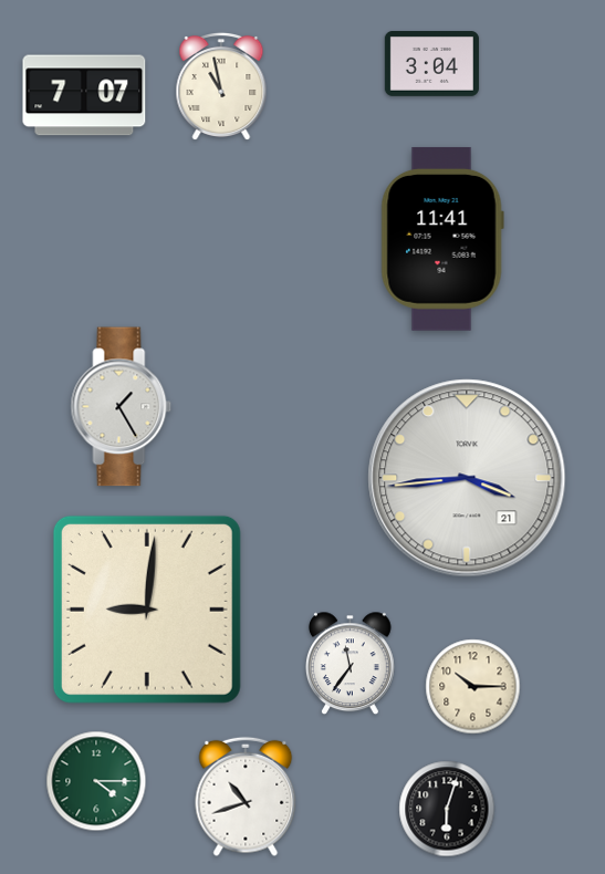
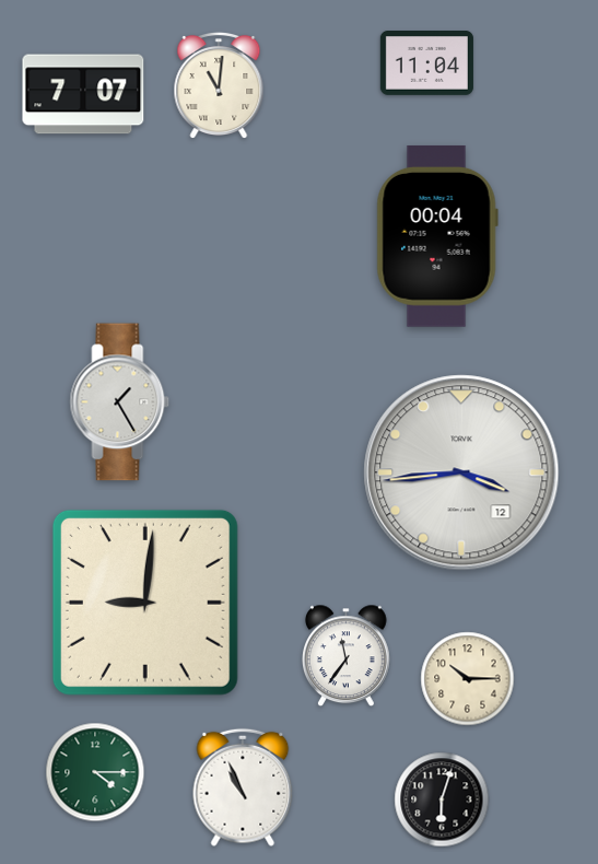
clock at (431, 64): 3:04 -> 11:04
clock at (221, 85): 10:58 -> 11:01
clock at (442, 239): 11:41 -> 00:04
clock at (467, 478) date: 21 -> 12
clock at (246, 797): 10:42 -> 10:56
